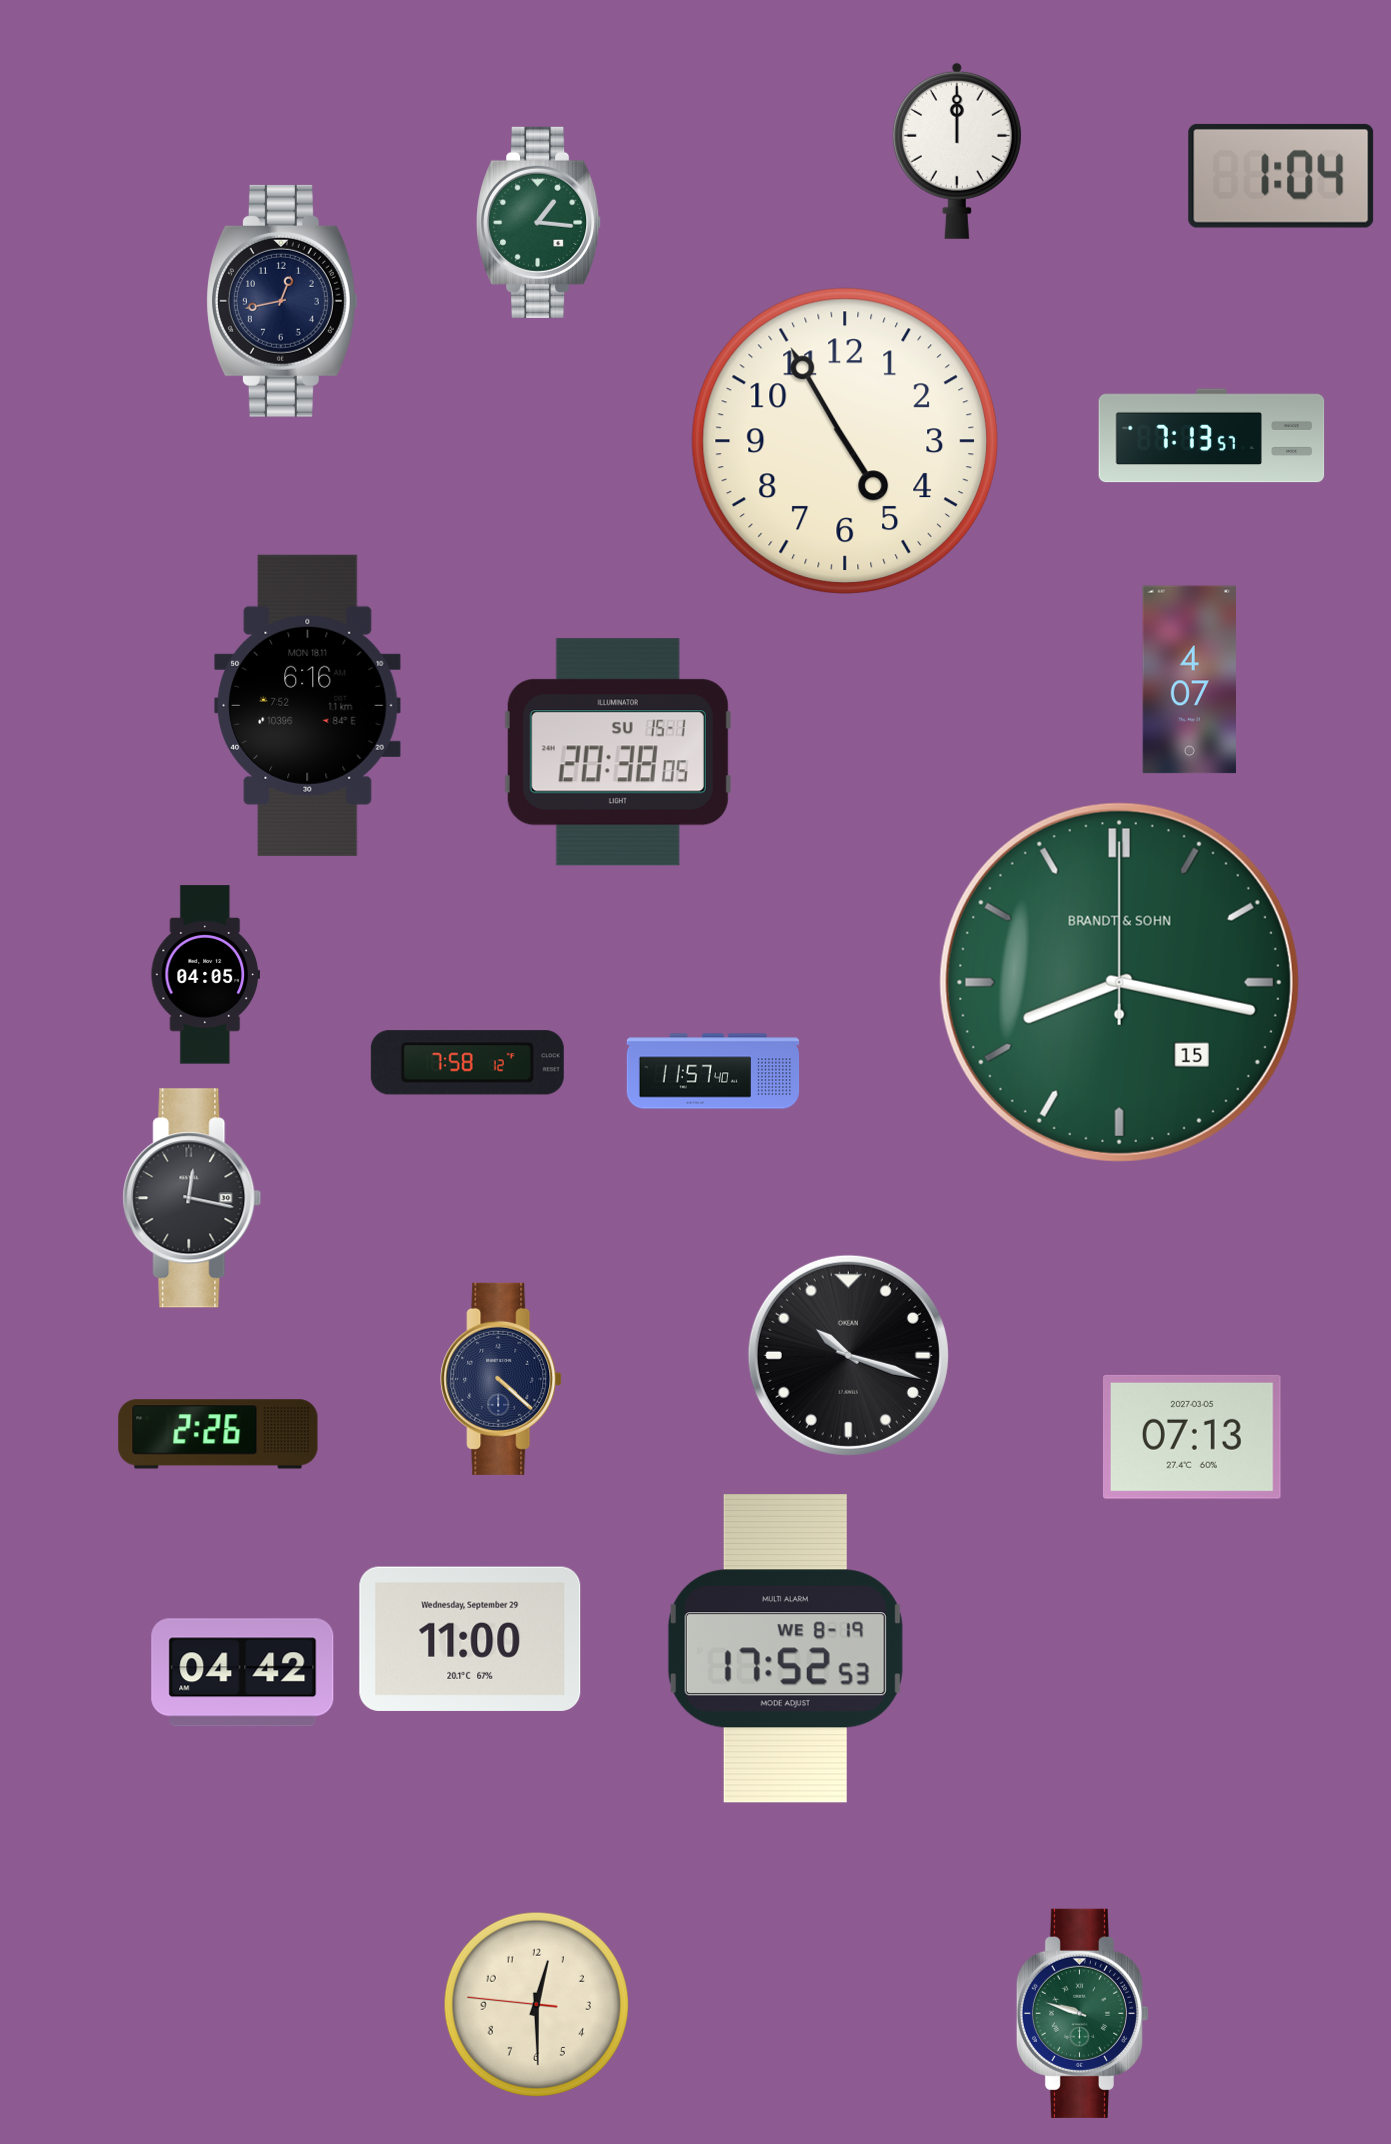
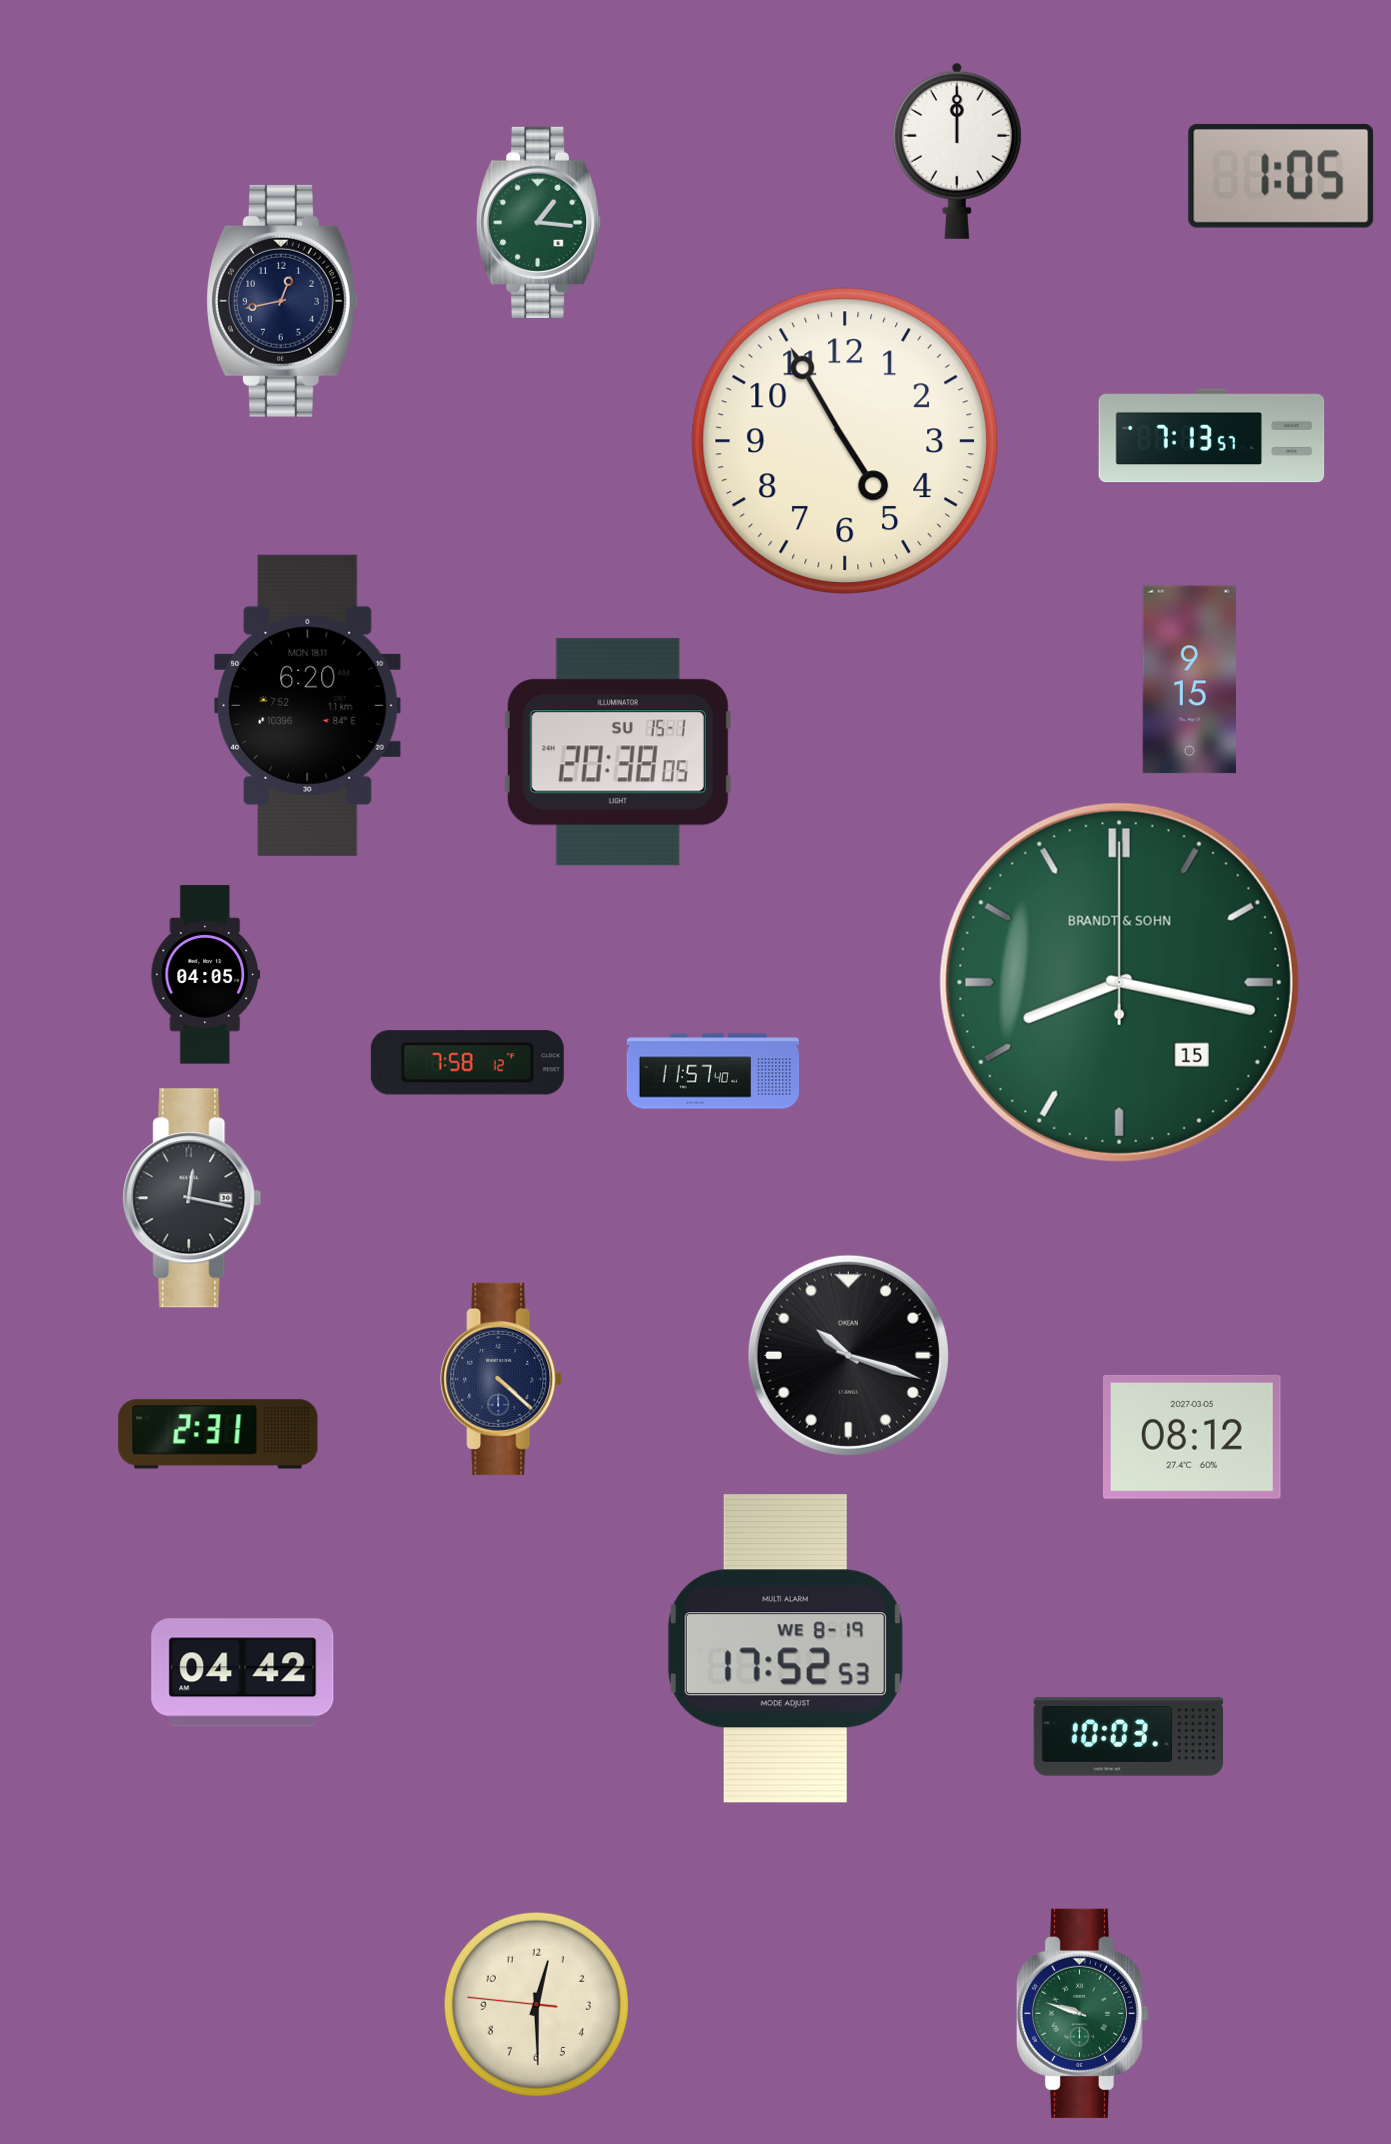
clock at (1281, 176): 1:04 -> 1:05
clock at (1189, 680): 4:07 -> 9:15
clock at (308, 705): 6:16 -> 6:20
clock at (218, 1434): 2:26 -> 2:31
clock at (1192, 1437): 07:13 -> 08:12
clock at (470, 1639): 11:00 -> none
clock at (1129, 1737): none -> 10:03
